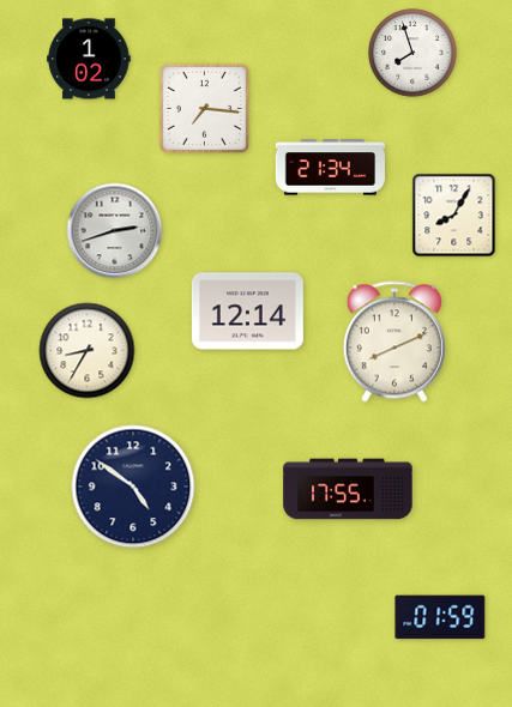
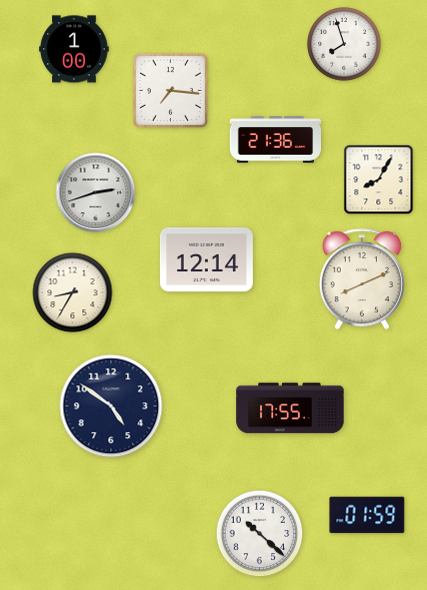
clock at (89, 59): 1:02 -> 1:00
clock at (330, 168): 21:34 -> 21:36
clock at (394, 342) position: (394, 342) -> (362, 279)
clock at (260, 534): none -> 10:22
